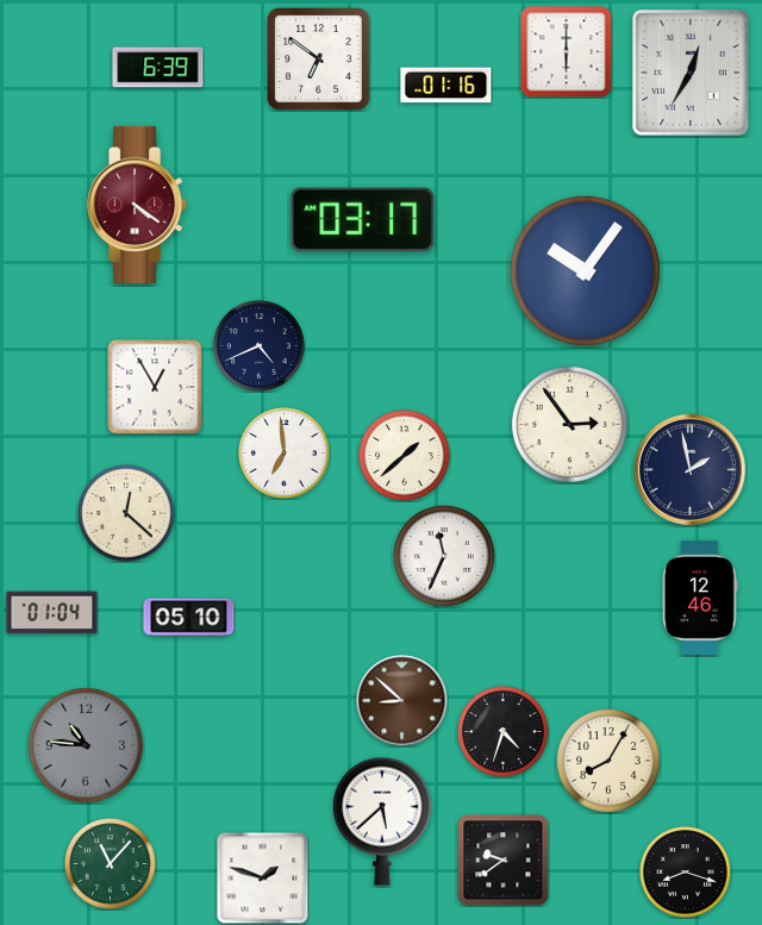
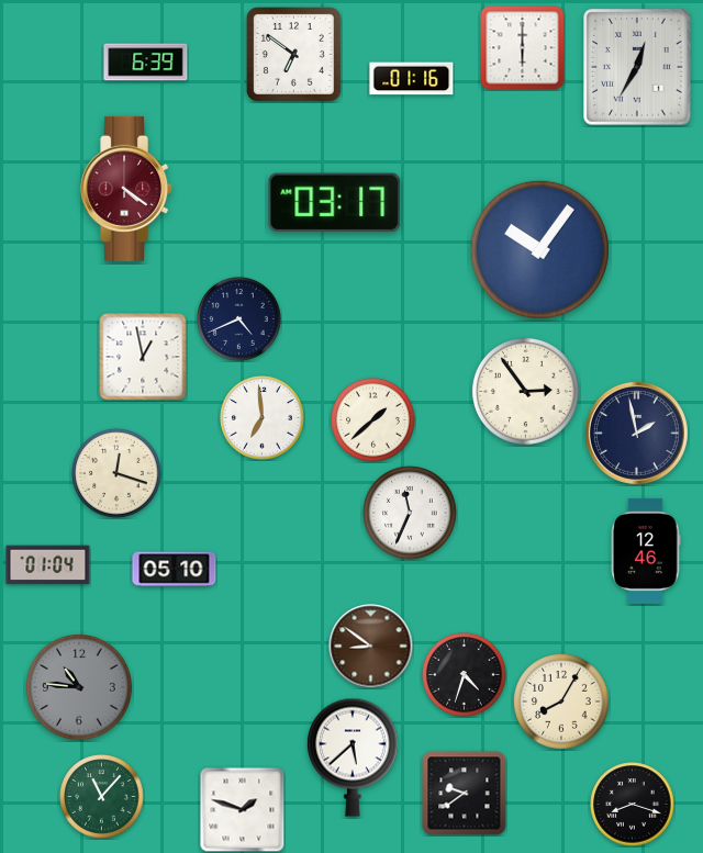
clock at (155, 387): 12:55 -> 12:58
clock at (126, 513): 12:22 -> 12:18
clock at (402, 701): 8:52 -> 8:51
